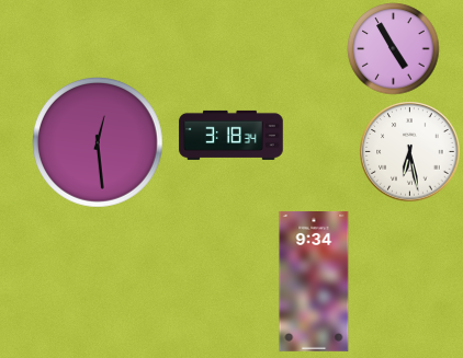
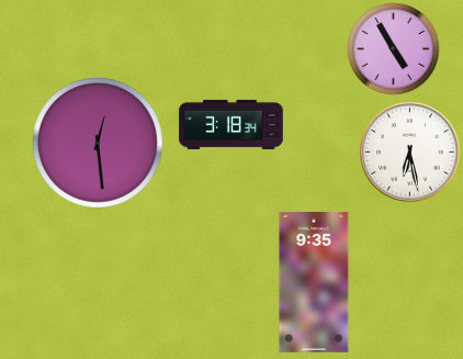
clock at (231, 135) position: (231, 135) -> (231, 124)
clock at (314, 281): 9:34 -> 9:35
